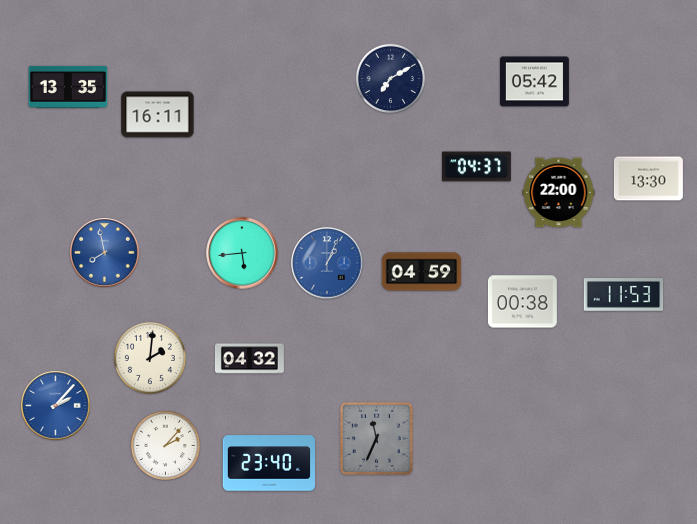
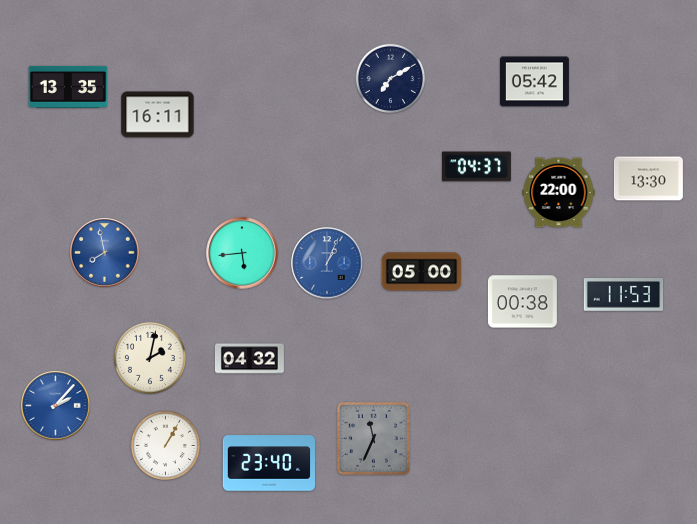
clock at (422, 272): 04:59 -> 05:00
clock at (150, 358): 2:01 -> 2:02
clock at (376, 438) position: (376, 438) -> (373, 438)
clock at (166, 446): 2:07 -> 1:05
